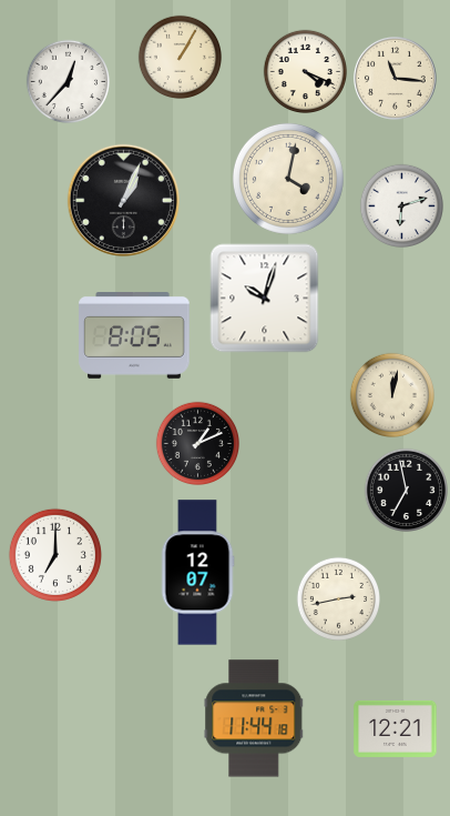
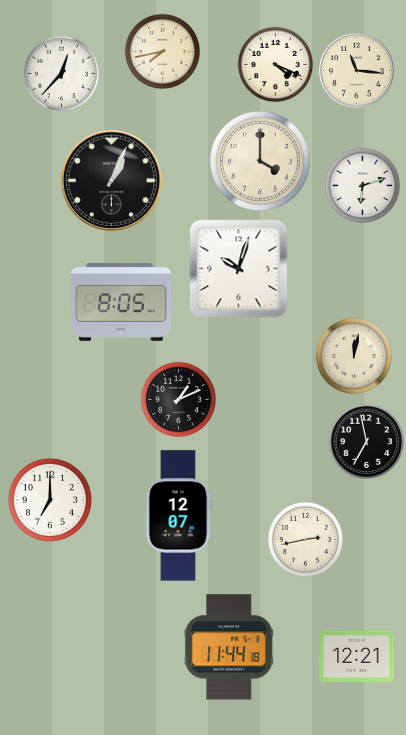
clock at (180, 57): 1:05 -> 7:43
clock at (288, 179): 4:02 -> 4:00
